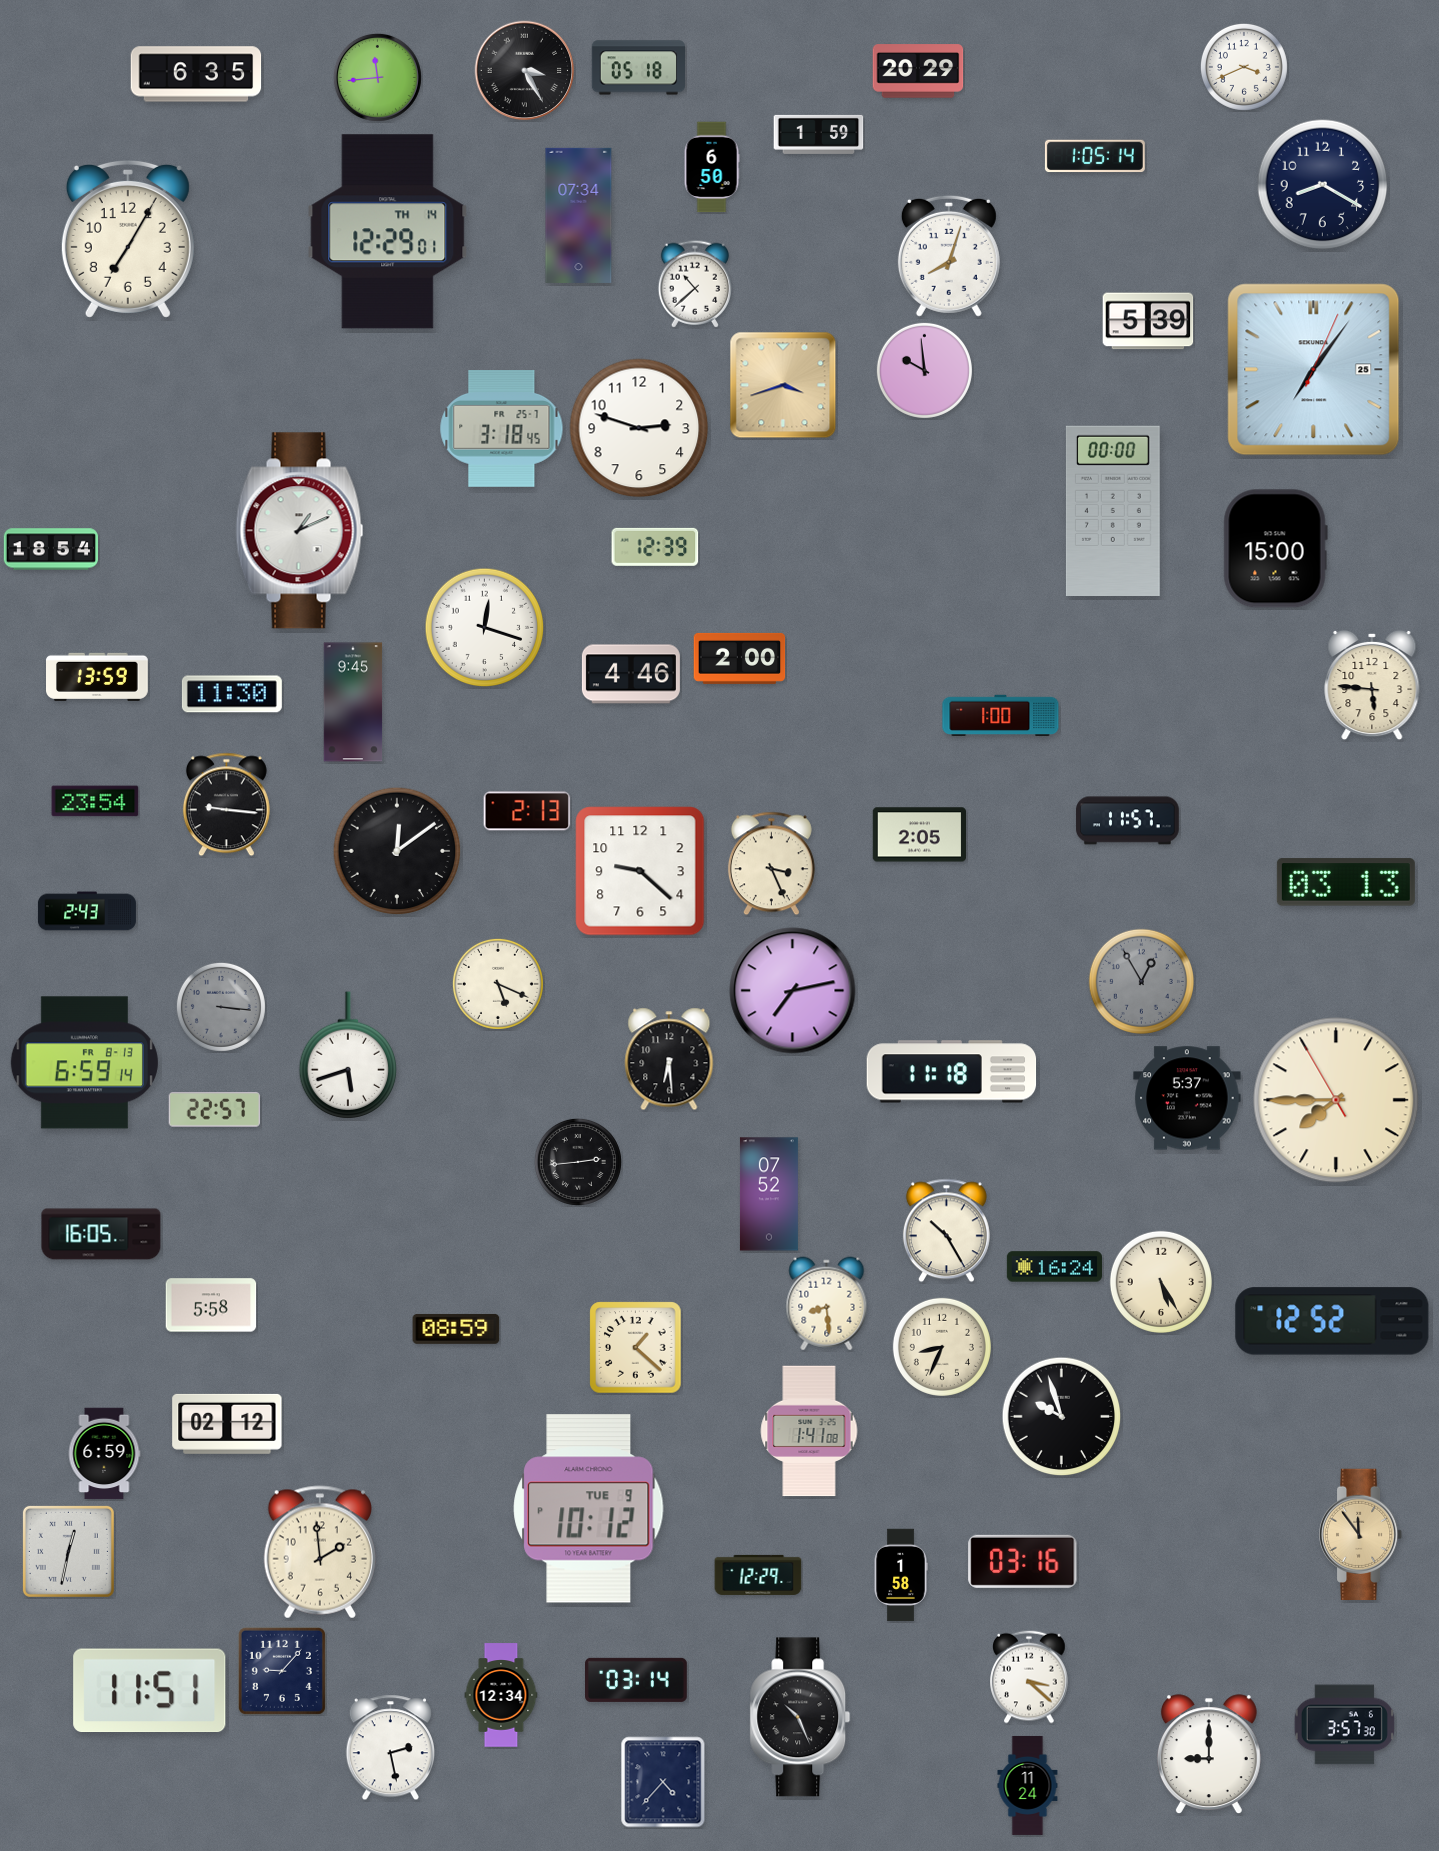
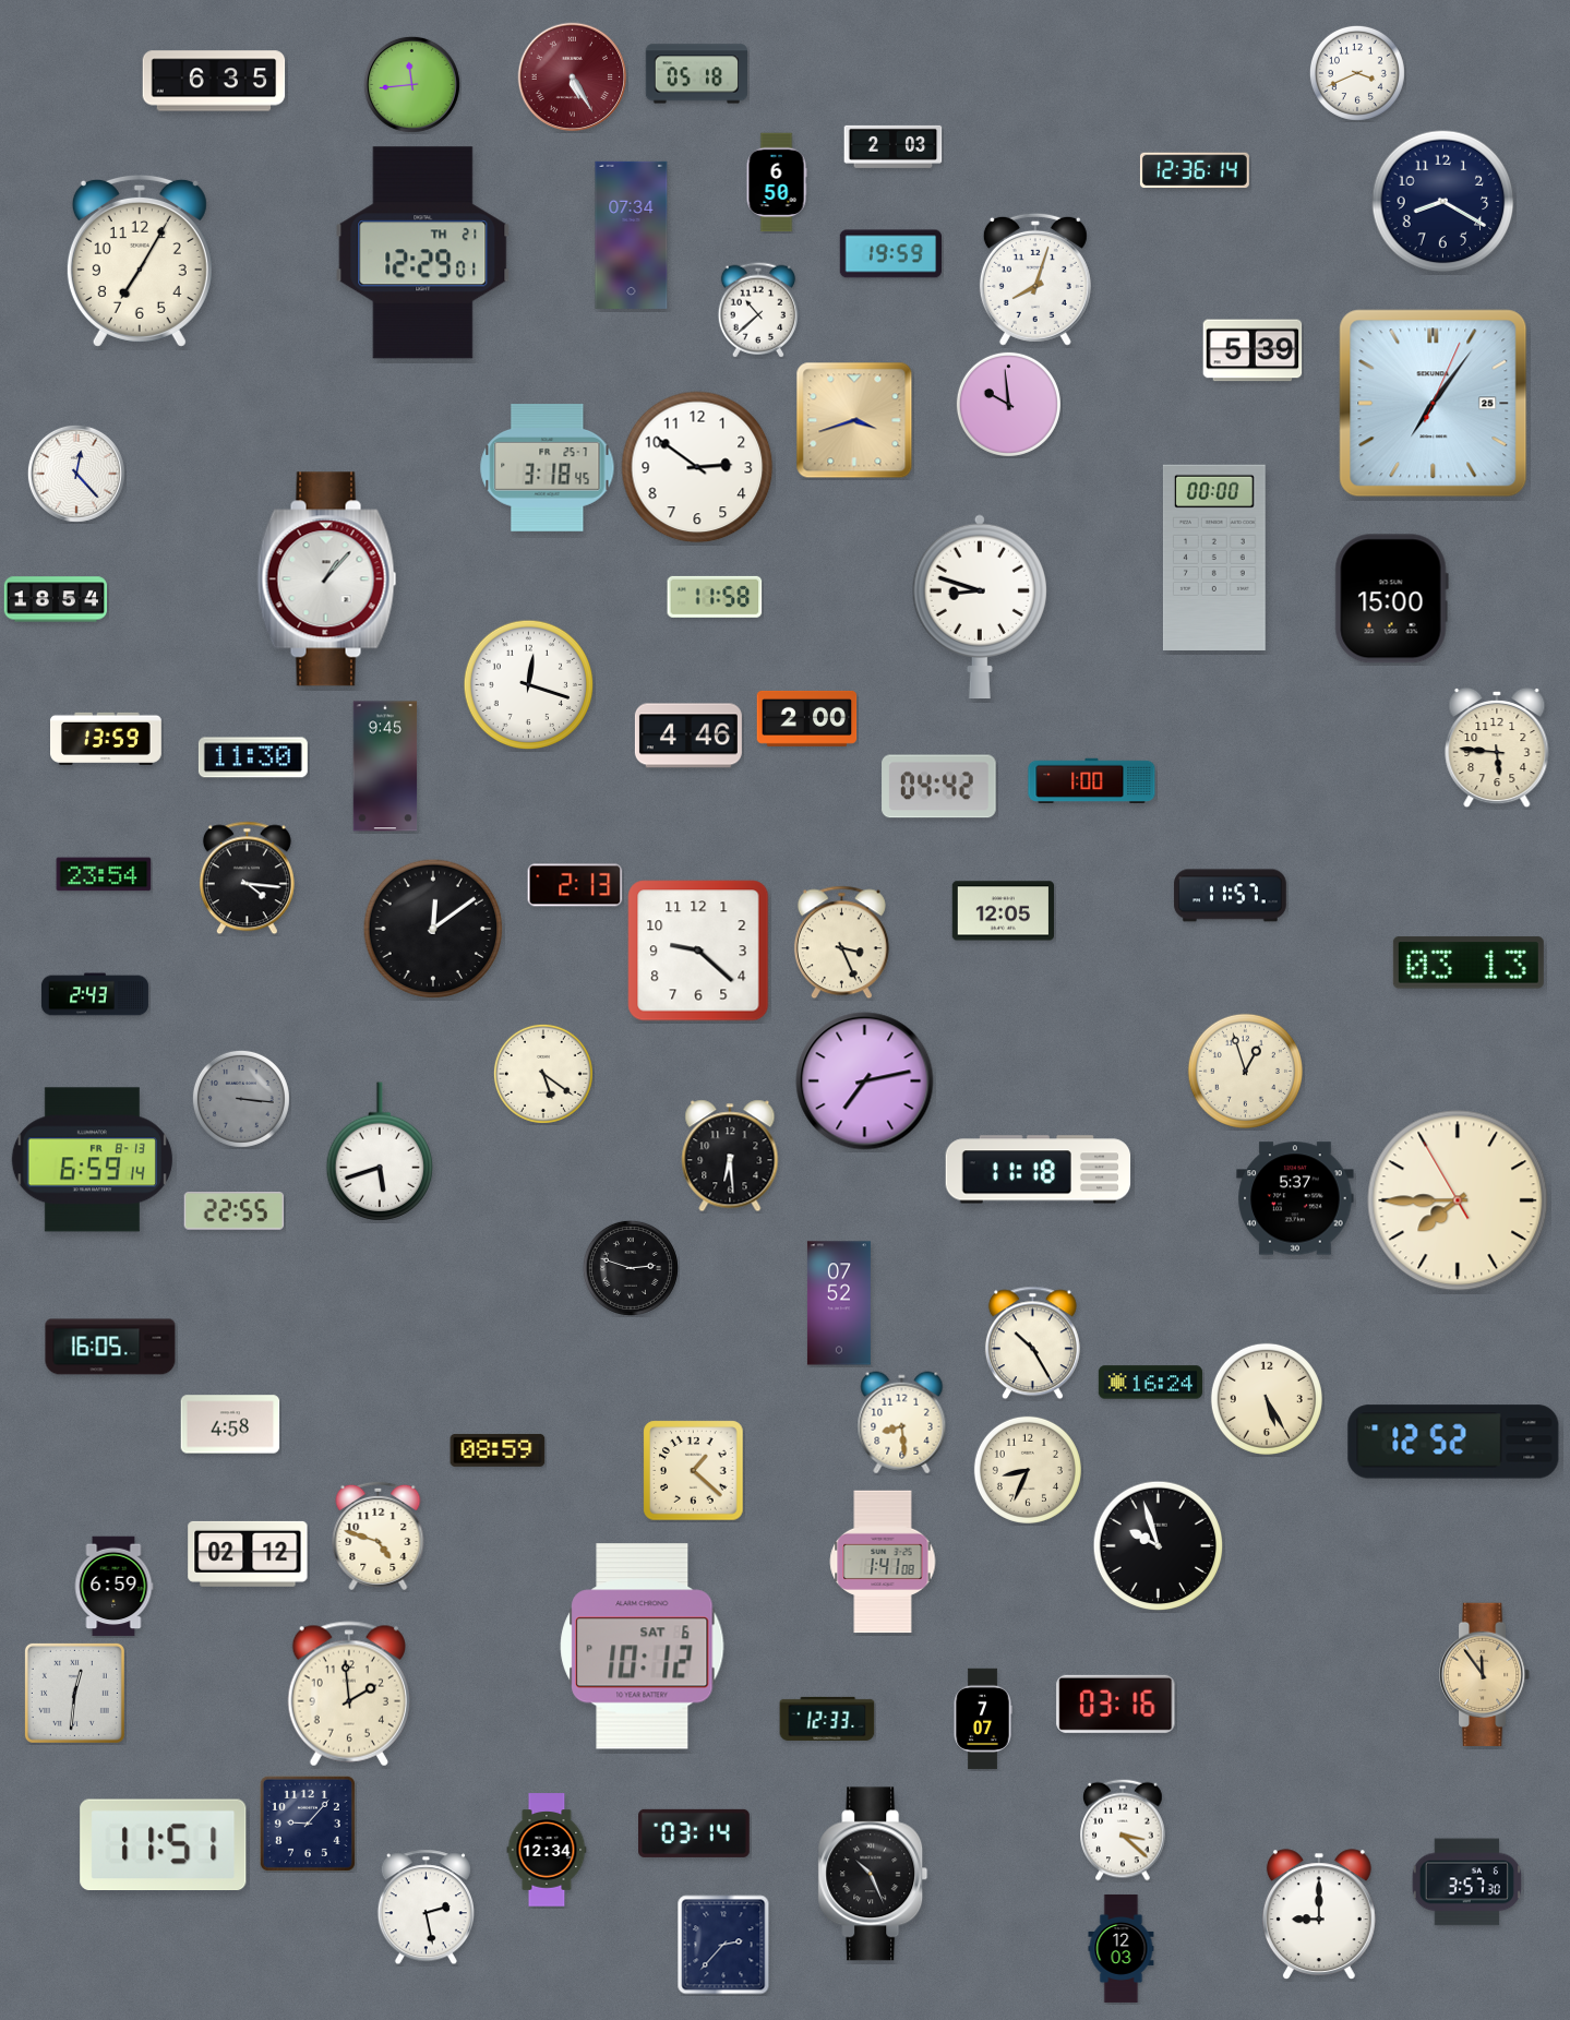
clock at (525, 71): 3:25 -> 5:25
clock at (525, 71) dial: black -> burgundy
clock at (918, 71): 20:29 -> none
clock at (819, 134): 1:59 -> 2:03
clock at (1095, 156): 1:05 -> 12:36
clock at (388, 232) date: TH 14 -> TH 21
clock at (890, 254): none -> 19:59
clock at (639, 428): 2:48 -> 2:51
clock at (76, 474): none -> 12:23
clock at (300, 531): 1:11 -> 1:07
clock at (655, 547): 12:39 -> 11:58
clock at (980, 607): none -> 8:48
clock at (939, 787): none -> 04:42
clock at (226, 805): 9:16 -> 4:16
clock at (919, 835): 2:05 -> 12:05
clock at (1141, 981): 12:55 -> 12:57
clock at (1141, 981) dial: grey -> cream
clock at (498, 984): 5:19 -> 5:21
clock at (214, 1110): 22:57 -> 22:55
clock at (578, 1162): 2:44 -> 2:48
clock at (211, 1305): 5:58 -> 4:58
clock at (379, 1535): none -> 4:48
clock at (589, 1509) date: TUE 9 -> SAT 6
clock at (68, 1551): 12:32 -> 12:31
clock at (758, 1575): 12:29 -> 12:33
clock at (901, 1575): 1:58 -> 7:07
clock at (663, 1782): 4:37 -> 2:37
clock at (1028, 1785): 11:24 -> 12:03
